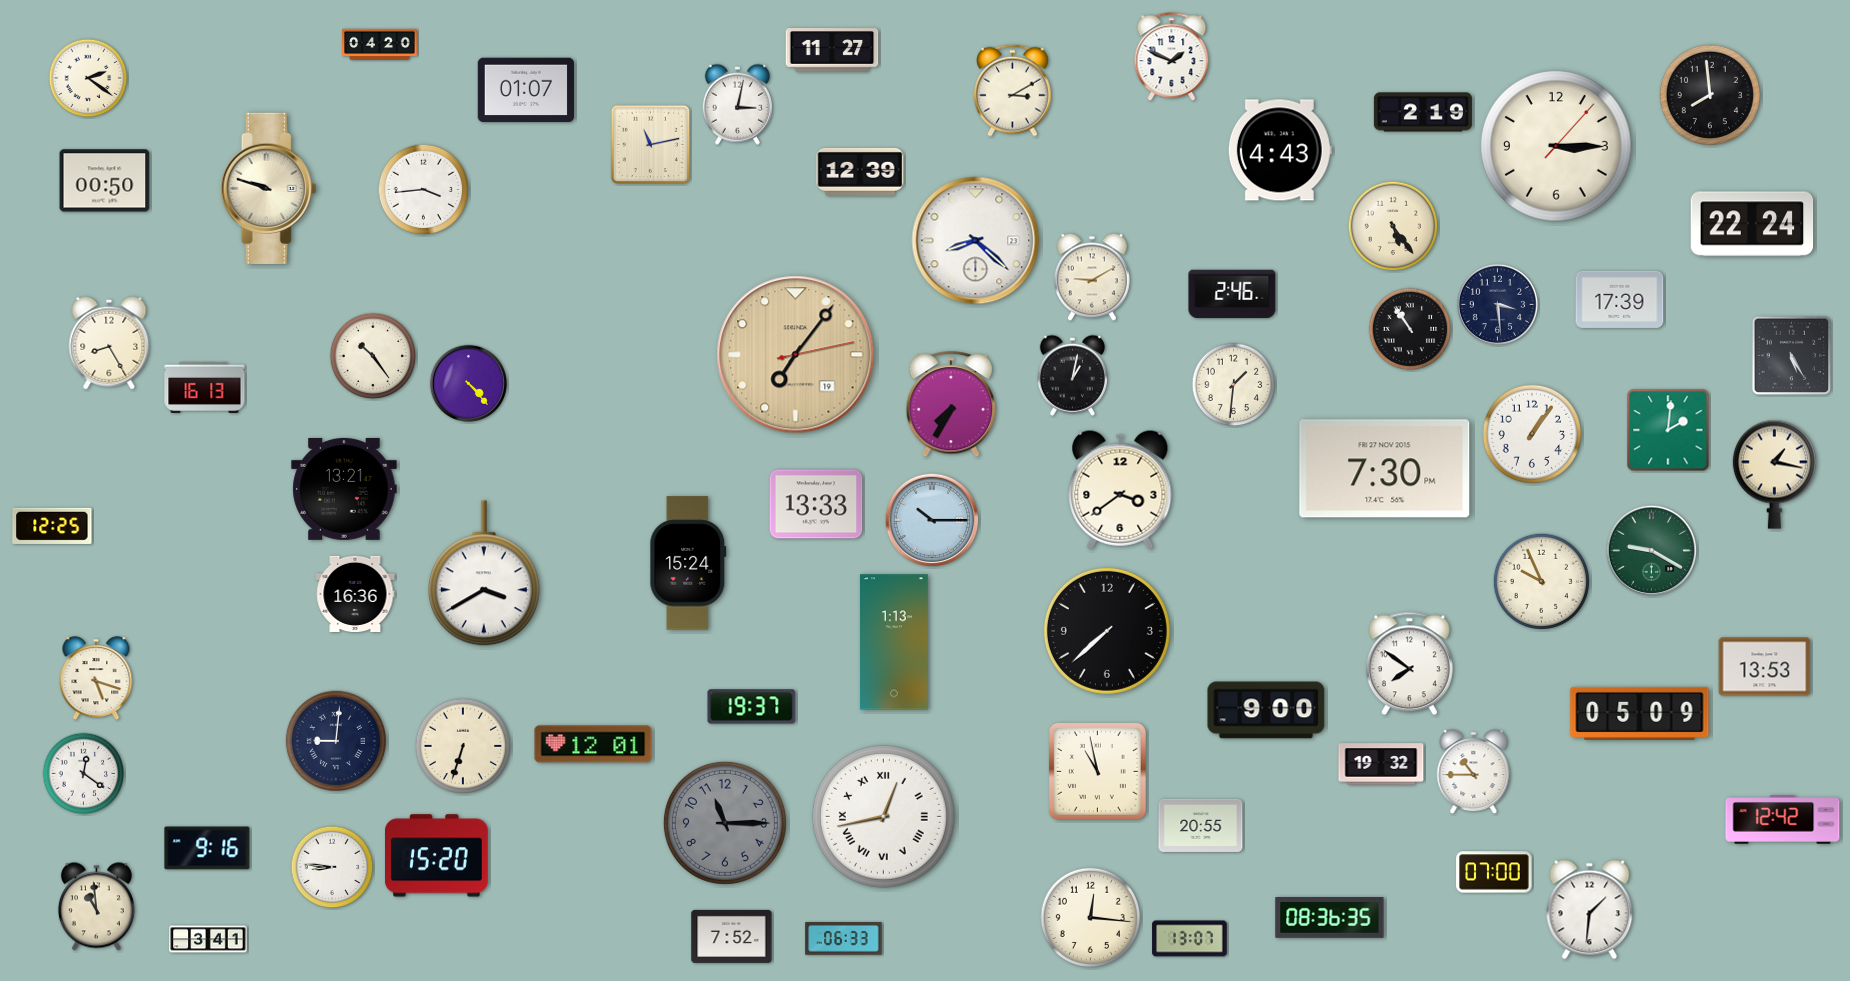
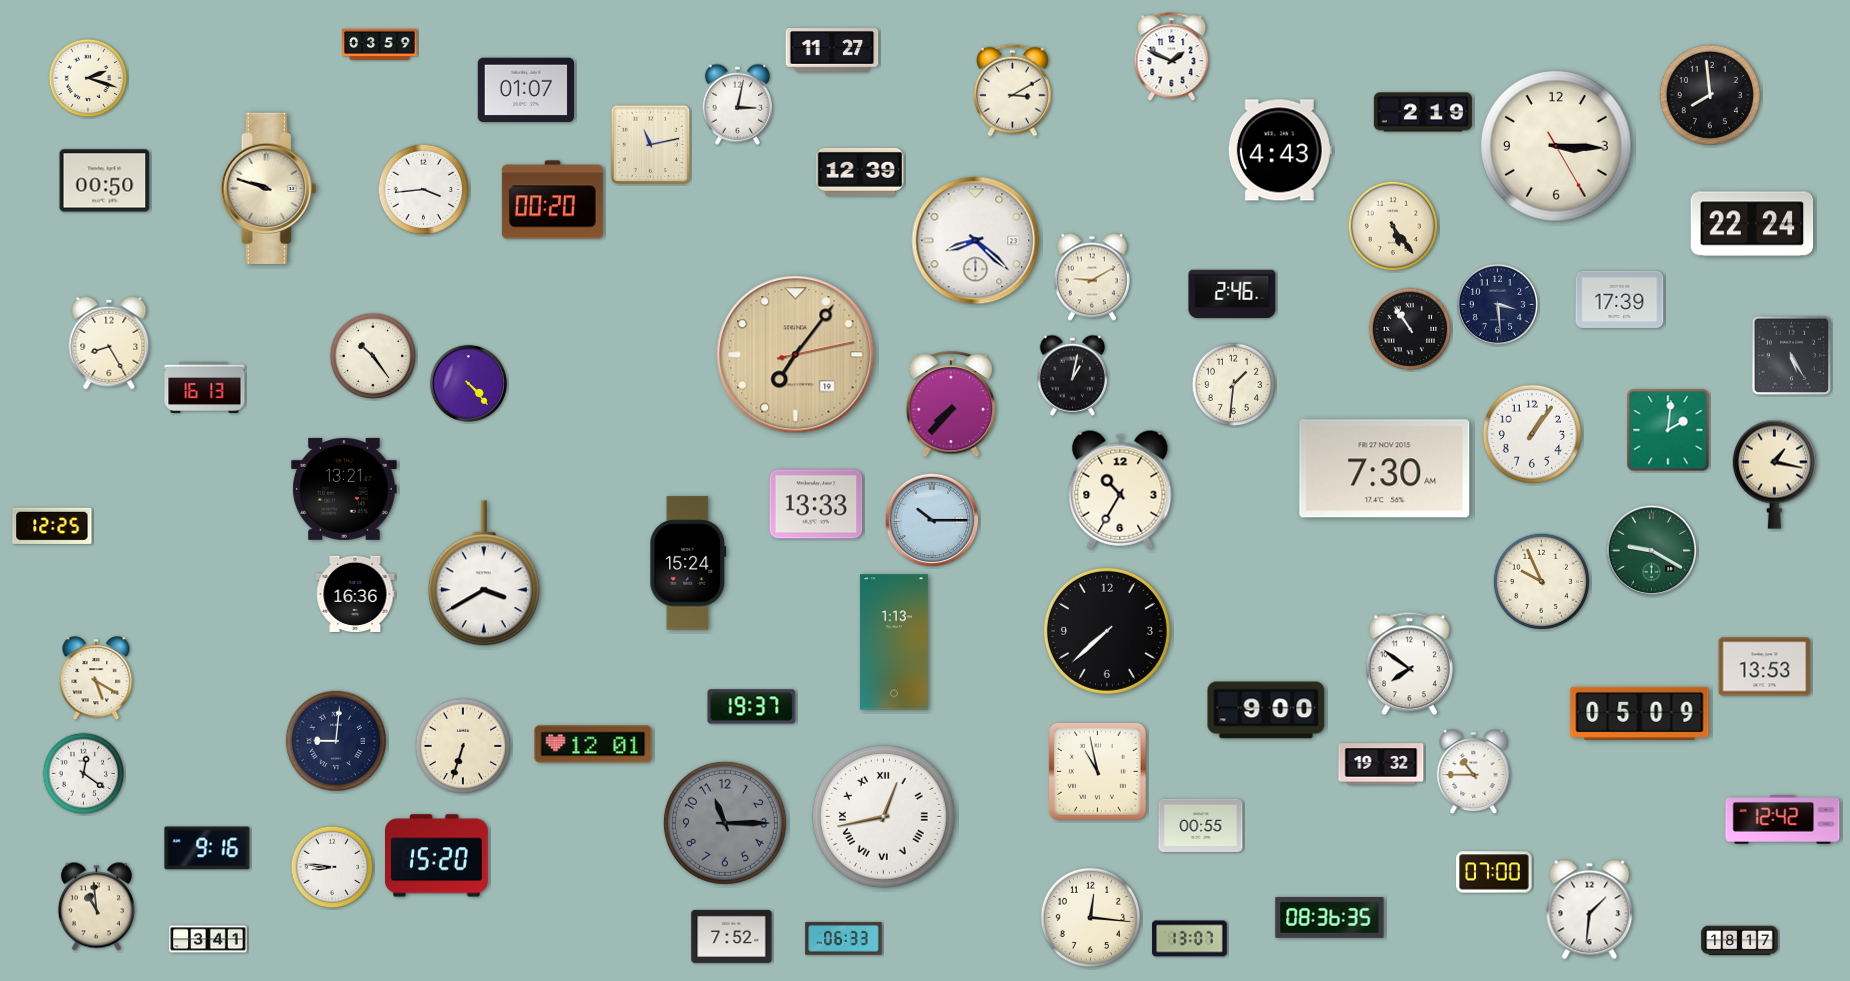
clock at (380, 44): 04:20 -> 03:59
clock at (88, 78): 2:21 -> 2:18
clock at (1556, 146): 3:15:07 -> 3:15:25
clock at (552, 200): none -> 00:20
clock at (950, 405): 7:35 -> 7:37
clock at (1385, 469): 7:30 PM -> 7:30 AM
clock at (1120, 490): 3:39 -> 10:35
clock at (96, 679): 5:18 -> 5:20
clock at (1201, 825): 20:55 -> 00:55
clock at (1740, 941): none -> 18:17
